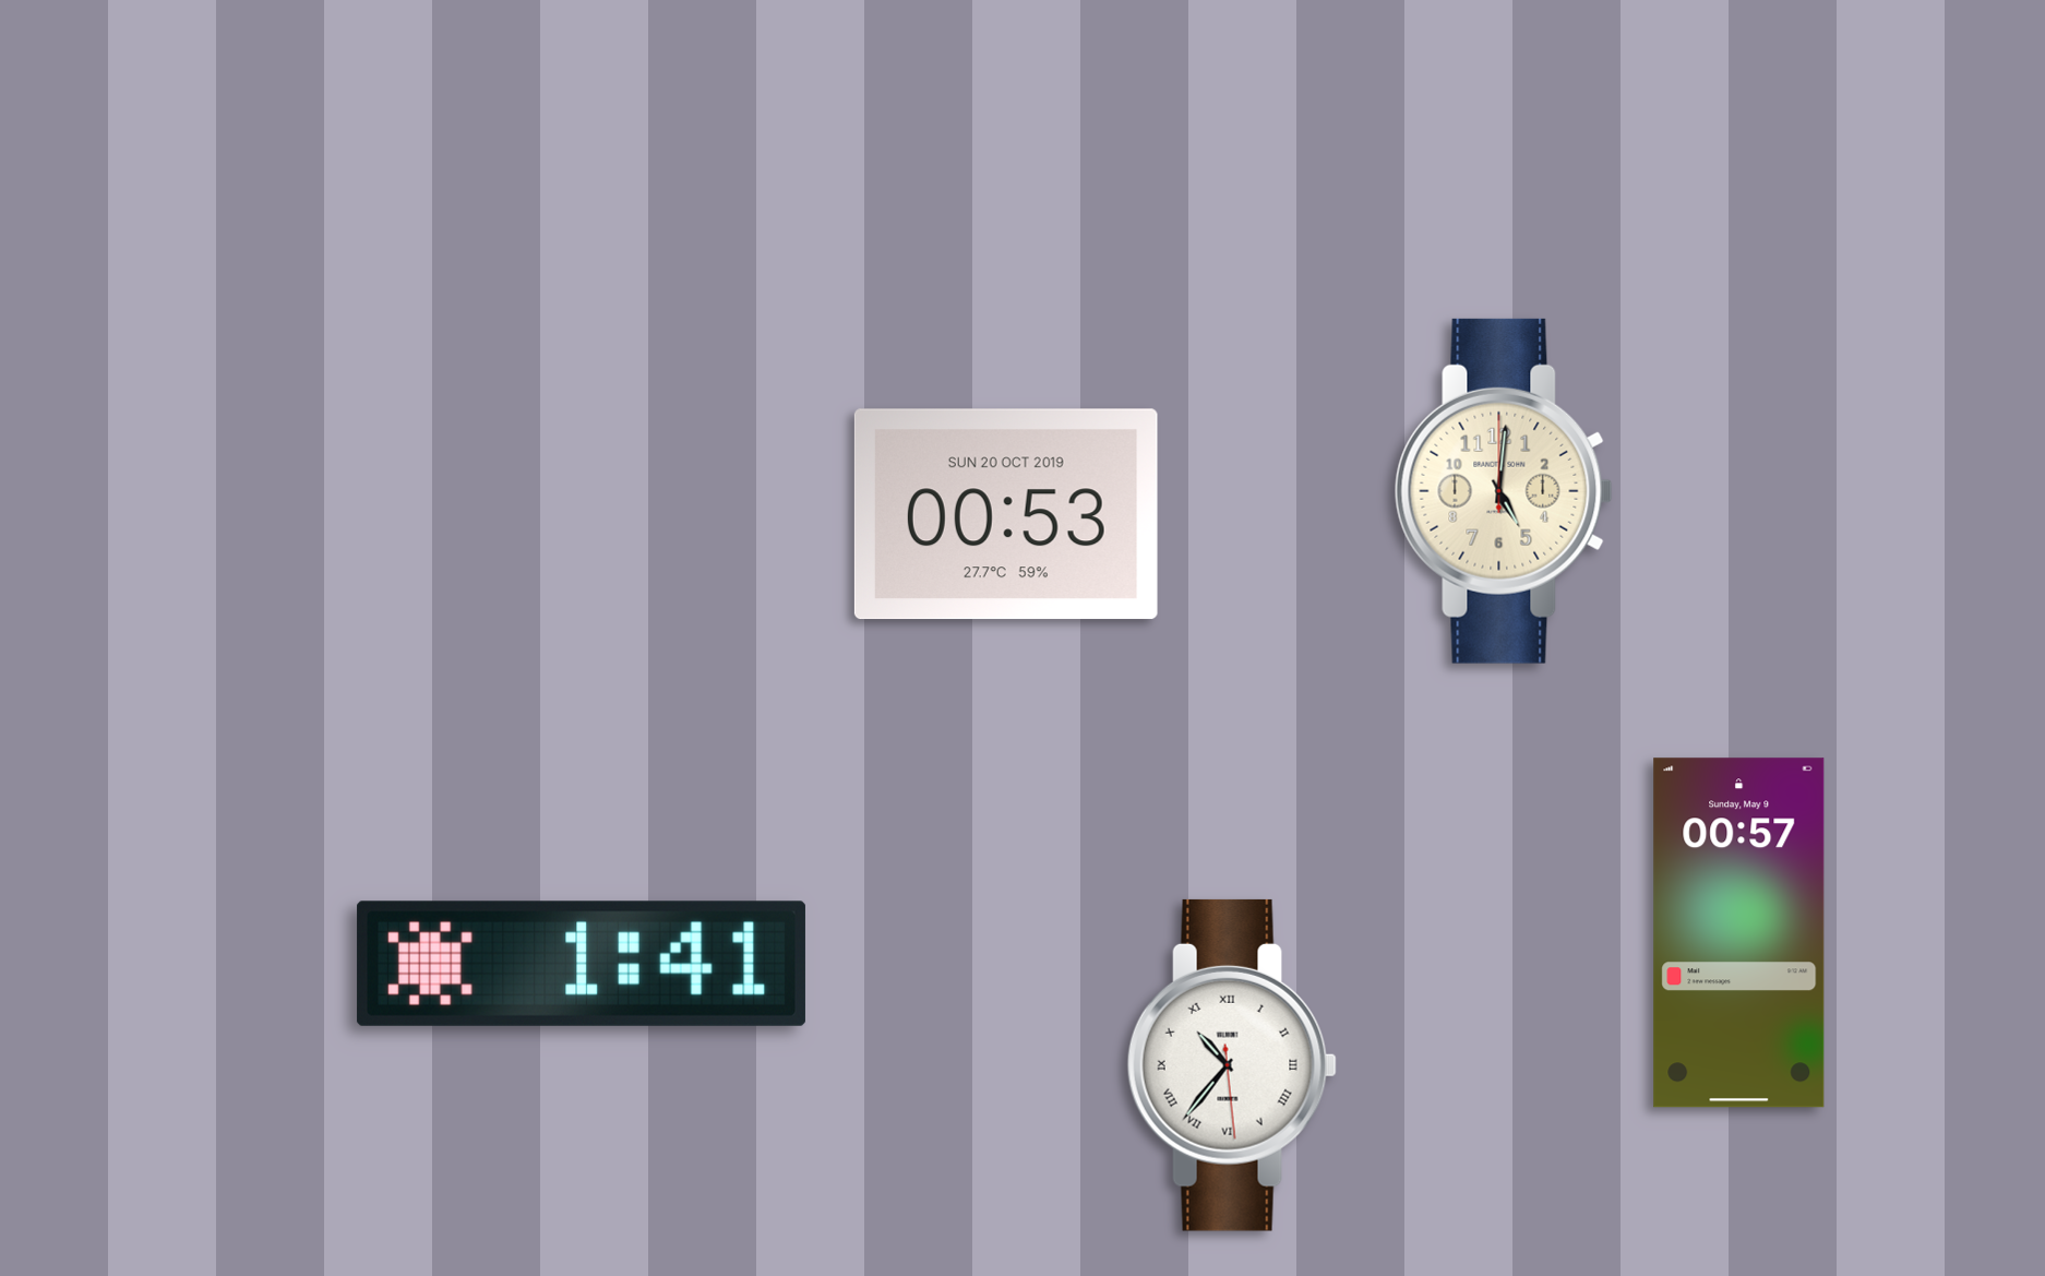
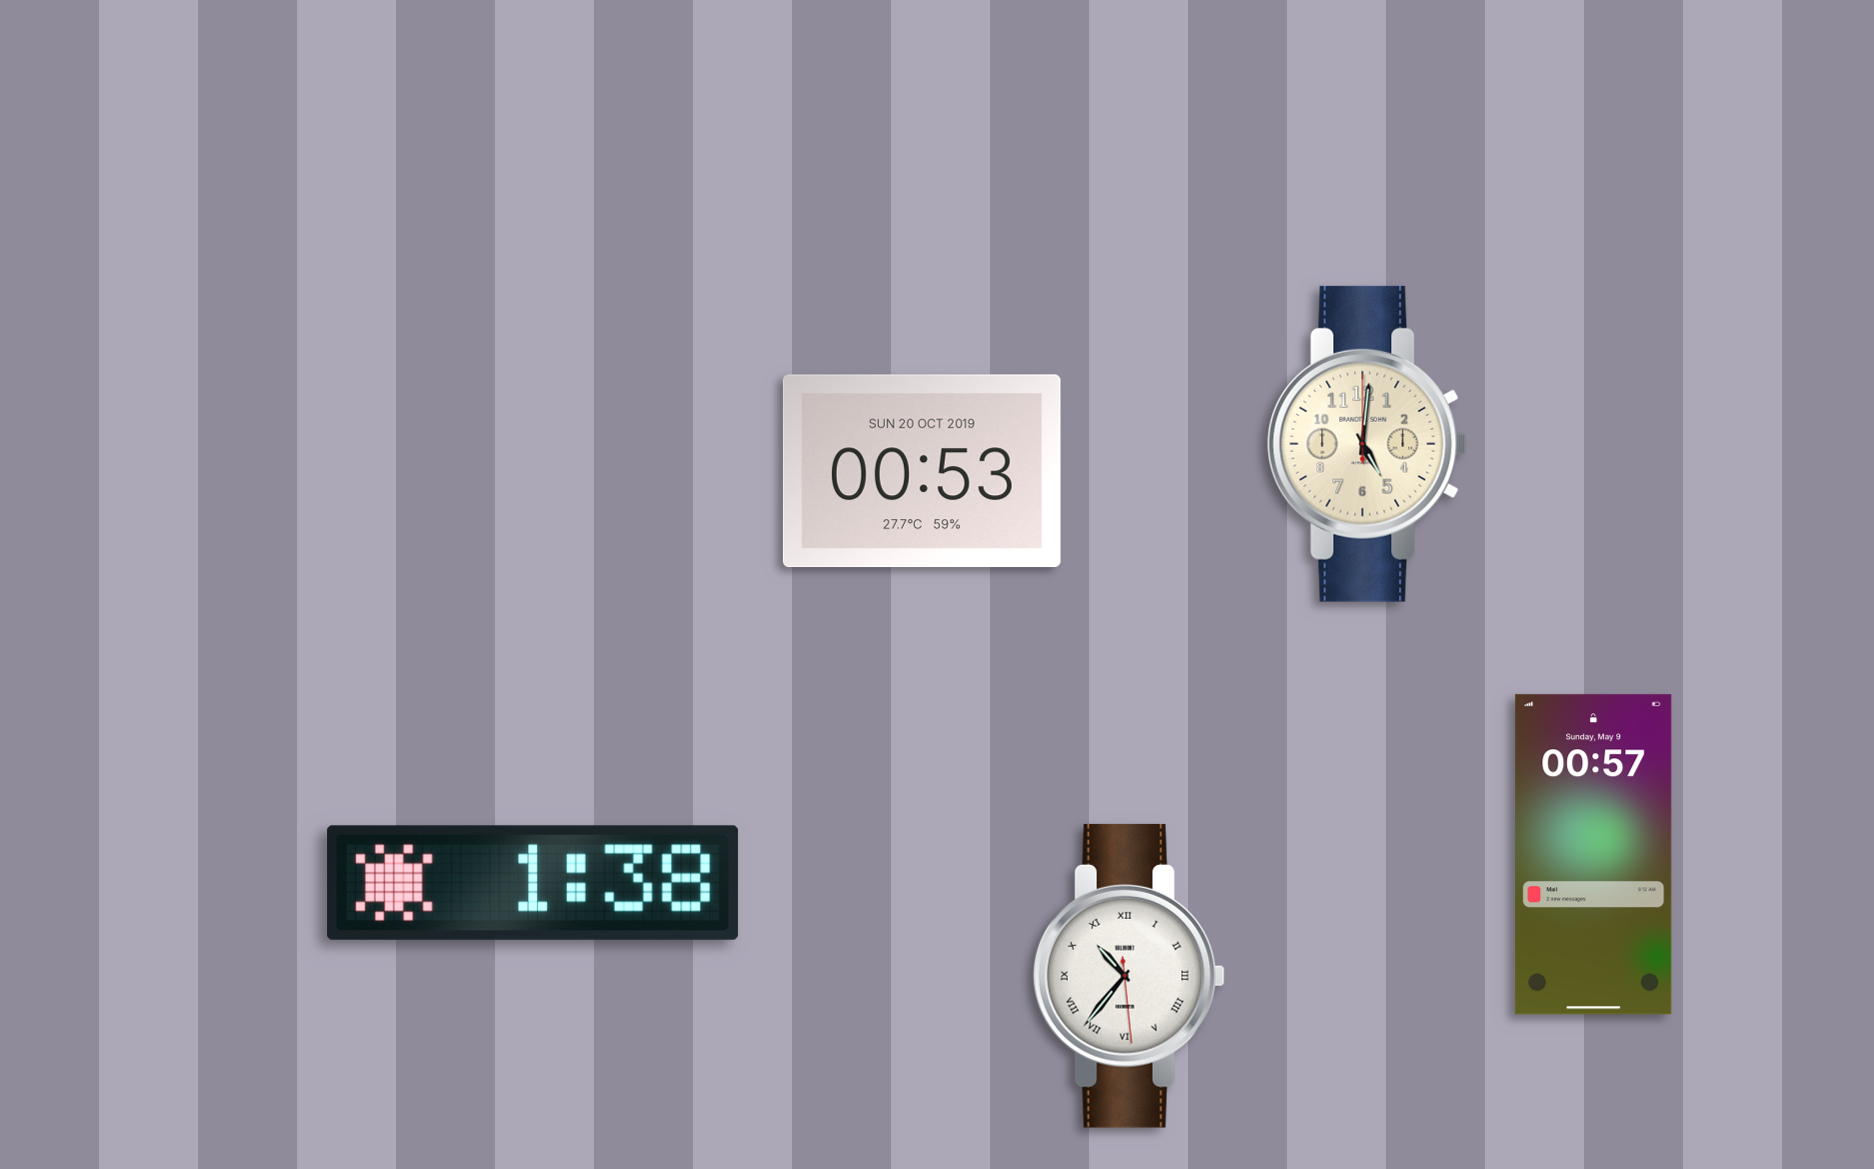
clock at (1504, 491) position: (1504, 491) -> (1367, 444)
clock at (582, 964): 1:41 -> 1:38
